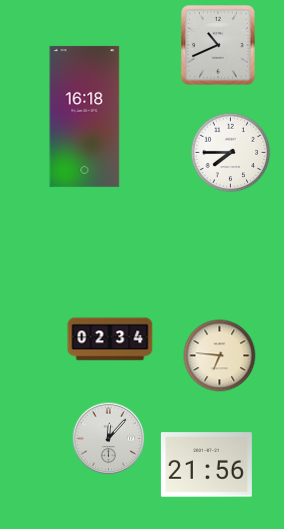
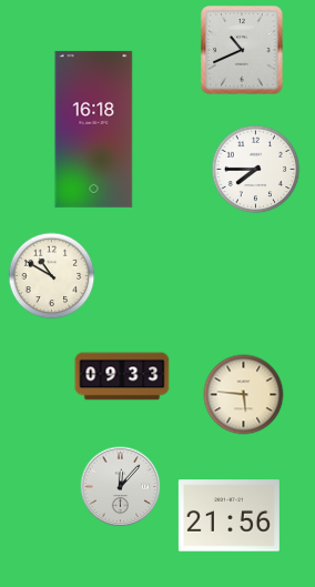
clock at (52, 276): none -> 10:50
clock at (110, 339): 02:34 -> 09:33
clock at (220, 356): 6:46 -> 5:46
